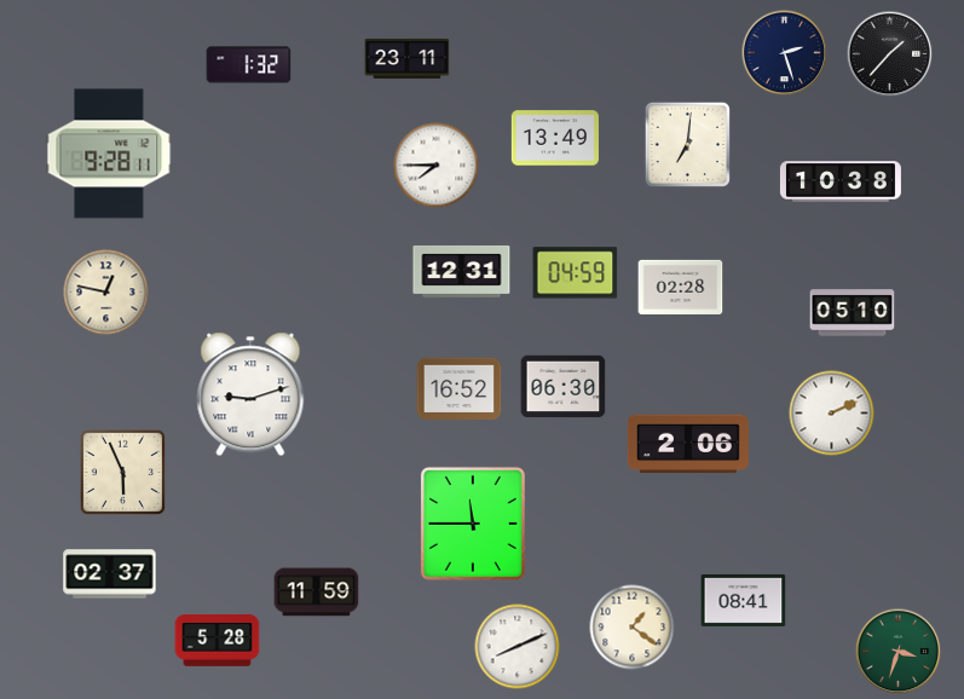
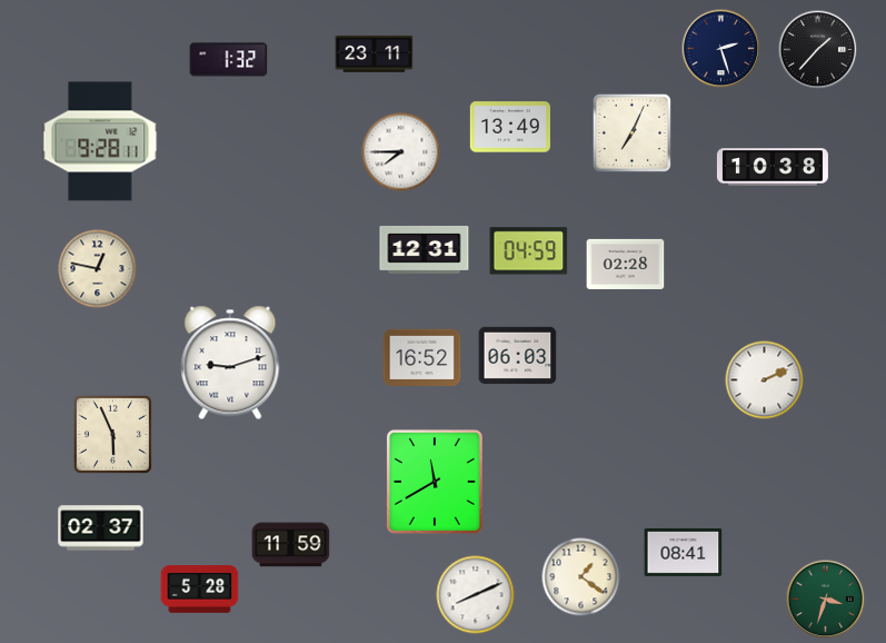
clock at (687, 144): 7:01 -> 7:04
clock at (853, 313): 05:10 -> none
clock at (564, 387): 06:30 -> 06:03
clock at (688, 444): 2:06 -> none
clock at (473, 524): 11:45 -> 11:40
